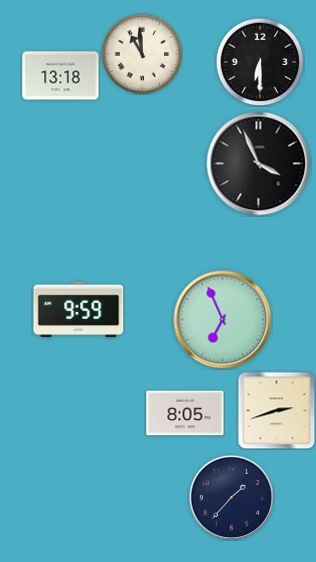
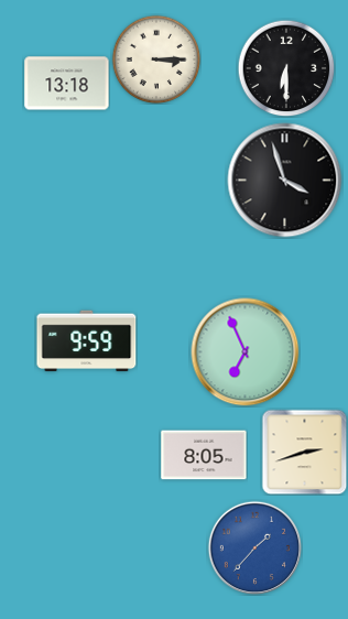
clock at (142, 54): 10:59 -> 3:15
clock at (259, 164): 3:56 -> 3:57
clock at (231, 497) dial: navy -> blue
